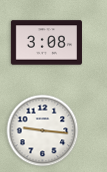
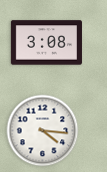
clock at (43, 131): 9:16 -> 4:16
